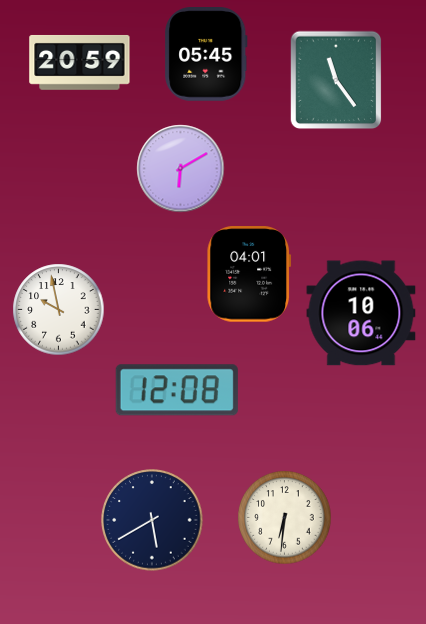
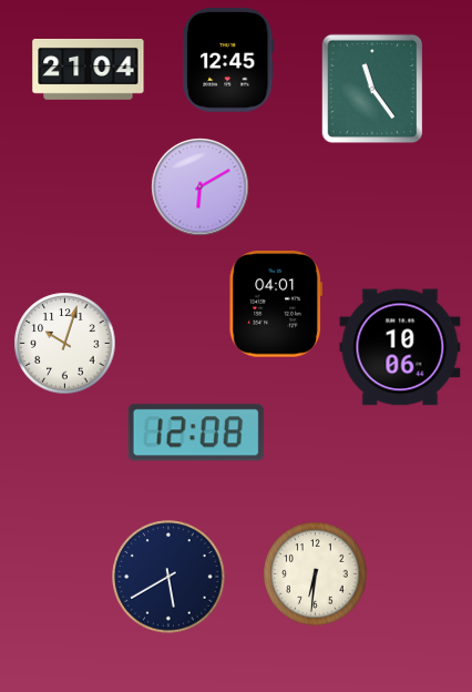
clock at (206, 55): 05:45 -> 12:45
clock at (80, 62): 20:59 -> 21:04
clock at (59, 310): 9:58 -> 10:03
